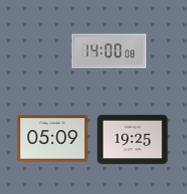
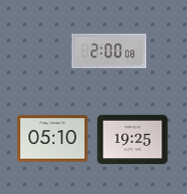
clock at (109, 51): 14:00 -> 2:00
clock at (53, 139): 05:09 -> 05:10
